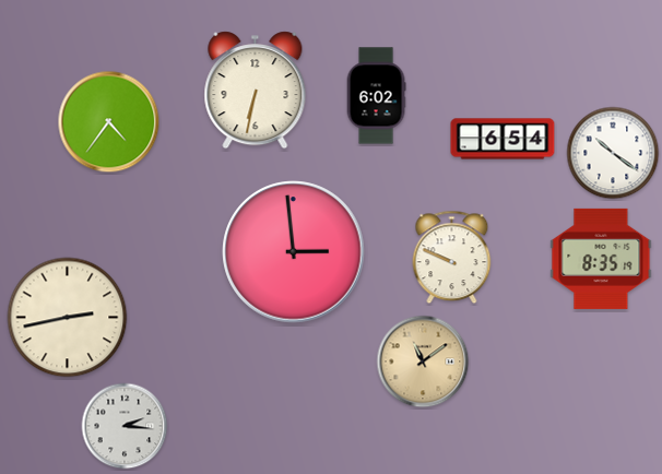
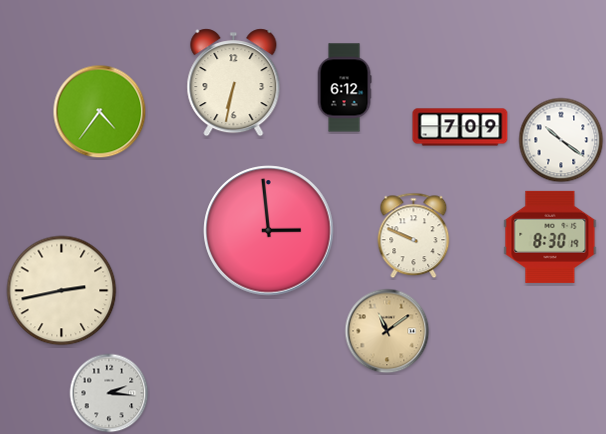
clock at (376, 96): 6:02 -> 6:12
clock at (503, 139): 6:54 -> 7:09
clock at (601, 259): 8:35 -> 8:30
clock at (125, 426) position: (125, 426) -> (109, 393)
